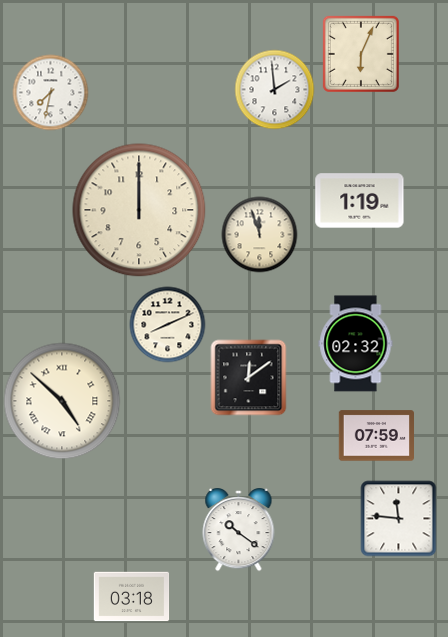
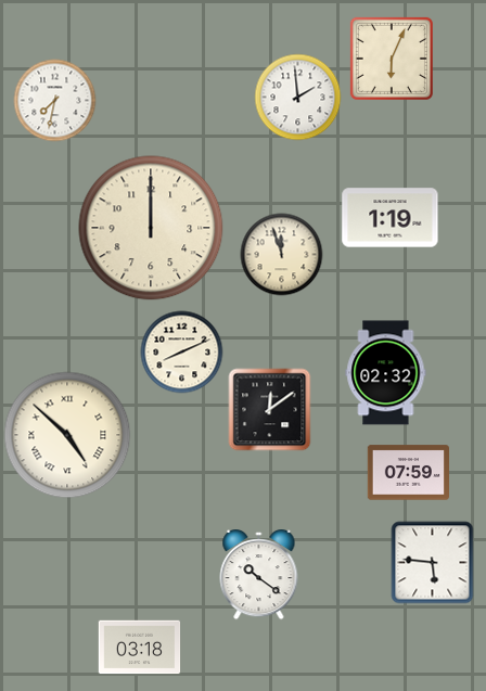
clock at (399, 519): 11:46 -> 5:46
clock at (132, 597) position: (132, 597) -> (140, 648)
